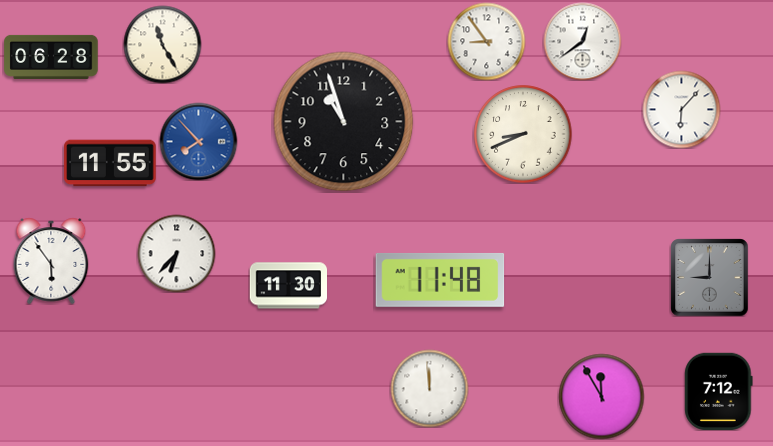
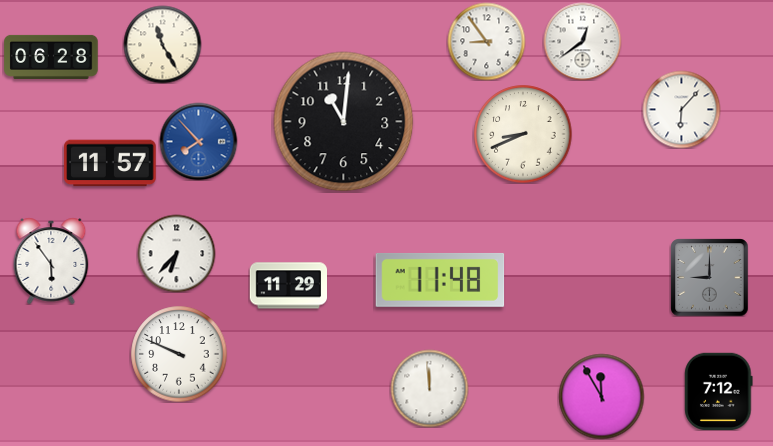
clock at (344, 122): 10:57 -> 11:01
clock at (110, 163): 11:55 -> 11:57
clock at (288, 286): 11:30 -> 11:29
clock at (179, 354): none -> 9:49
